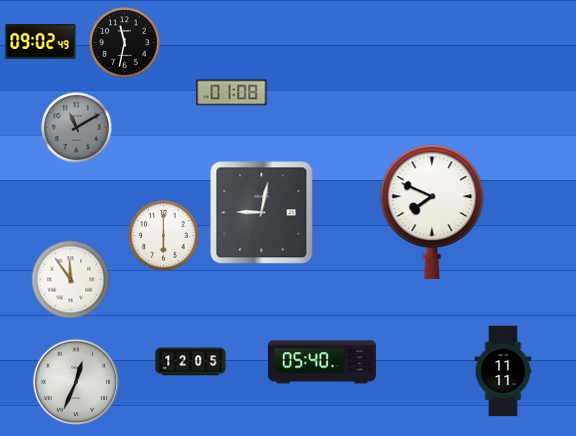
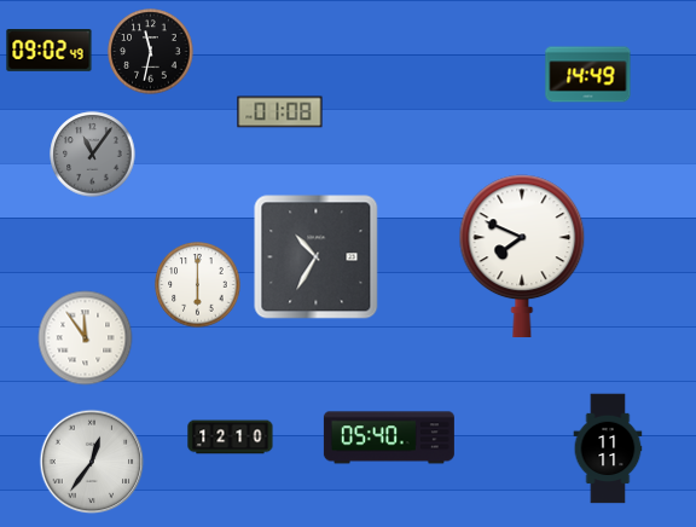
clock at (588, 75): none -> 14:49
clock at (77, 128): 11:10 -> 11:06
clock at (262, 213): 9:02 -> 10:35
clock at (191, 362): 12:05 -> 12:10
clock at (76, 382): 12:34 -> 12:36
